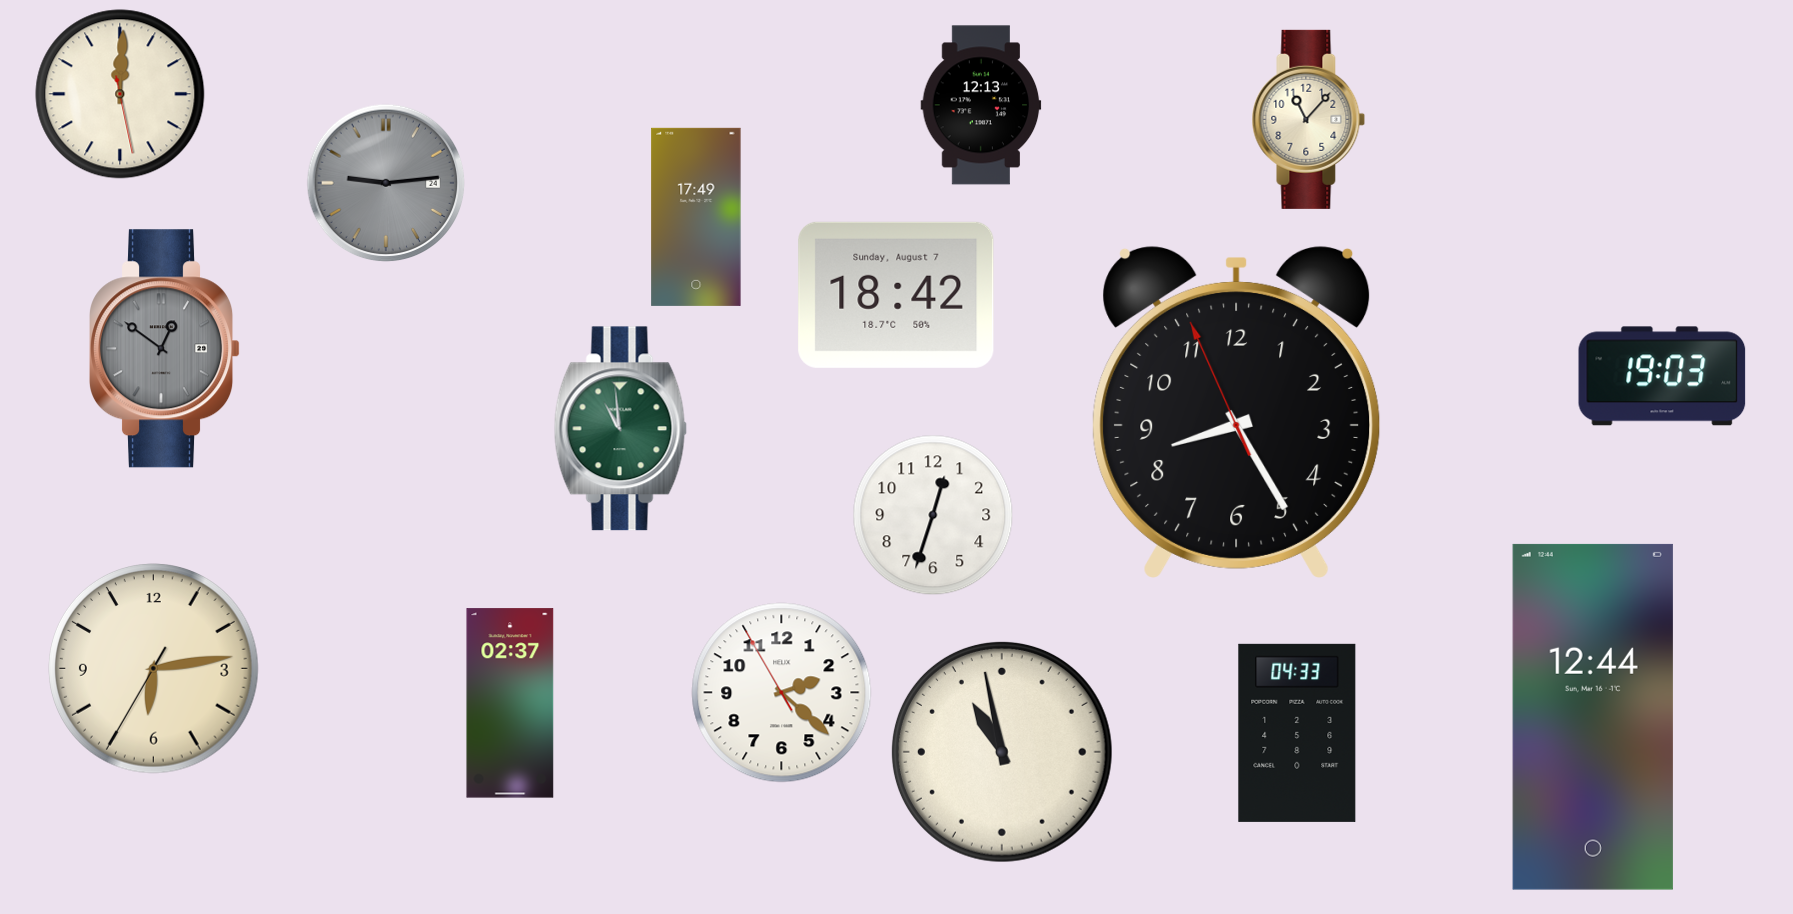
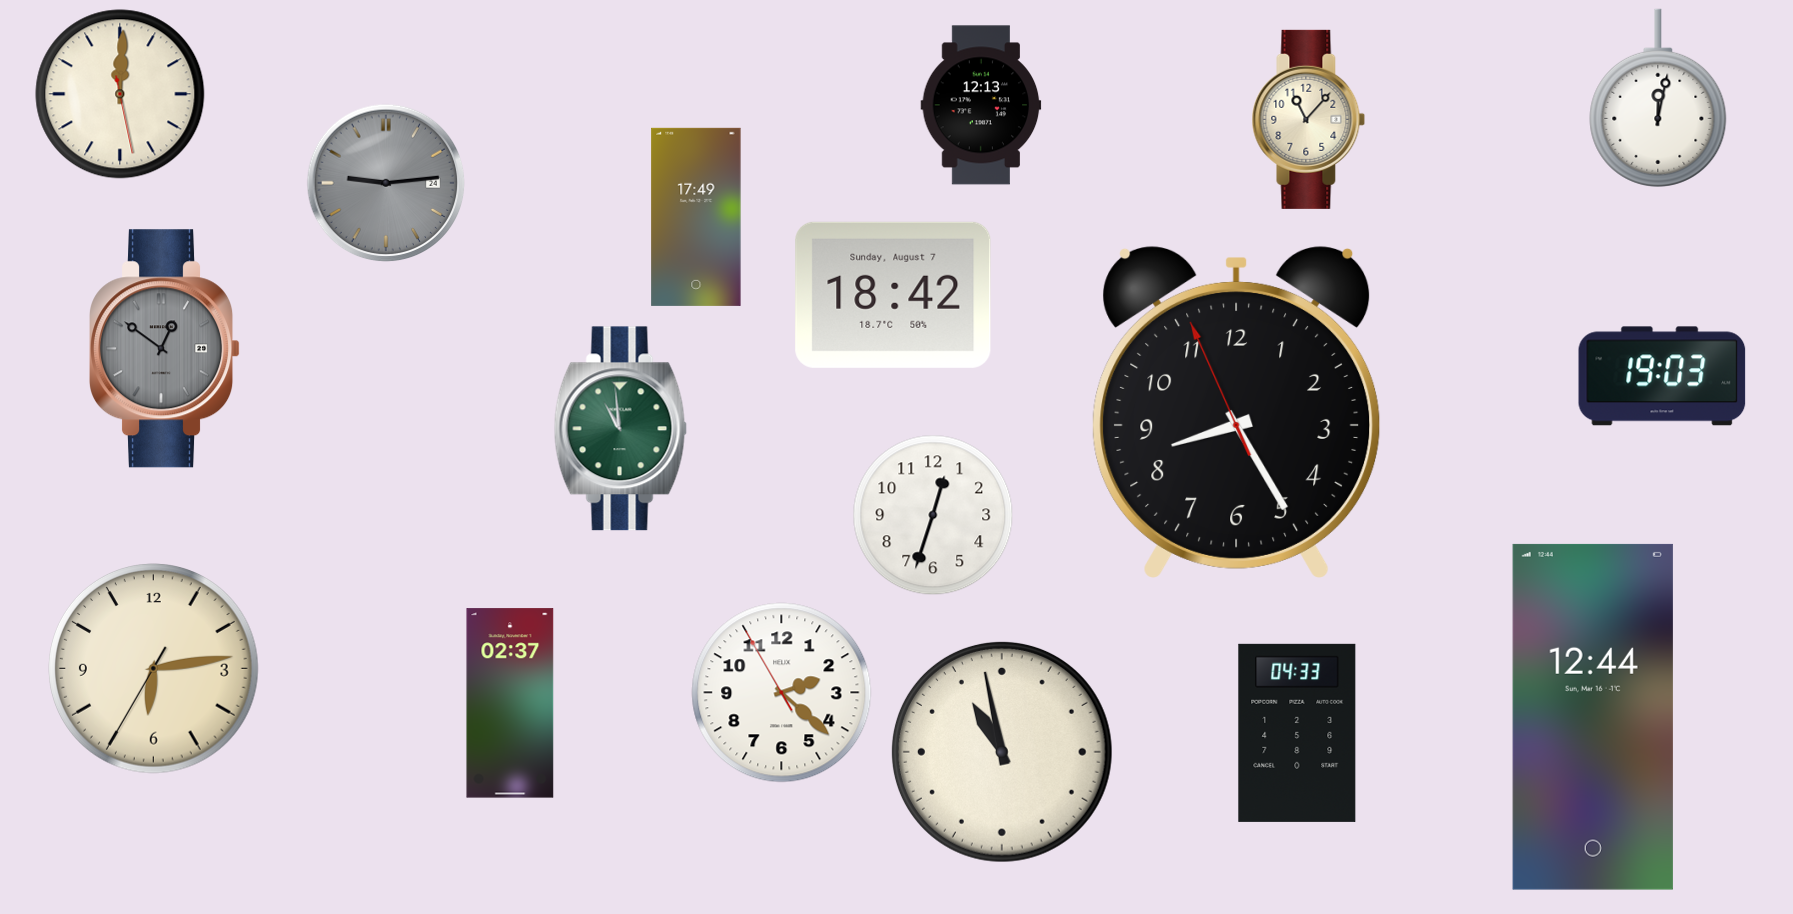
clock at (1658, 98): none -> 12:02
clock at (896, 295) position: (896, 295) -> (893, 295)
